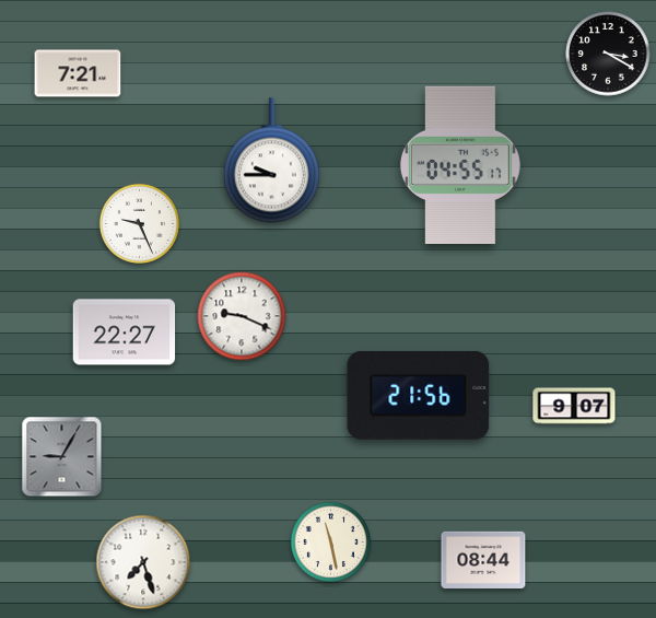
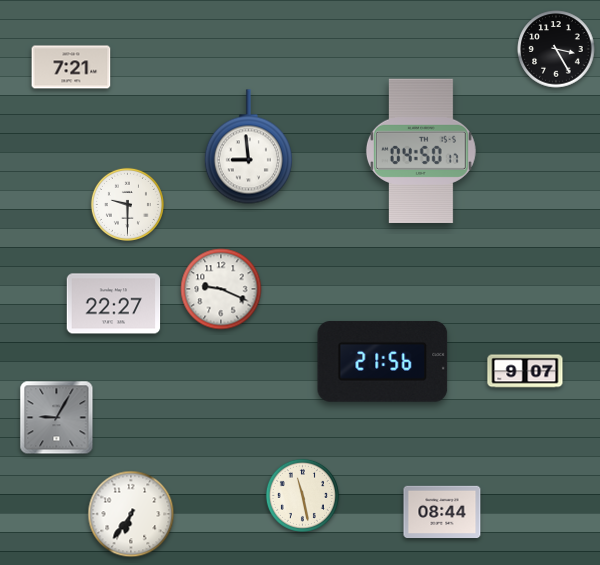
clock at (608, 54): 3:20 -> 3:25
clock at (271, 161): 9:45 -> 8:59
clock at (460, 164): 04:55 -> 04:50
clock at (139, 223): 9:26 -> 9:30
clock at (143, 562): 7:27 -> 6:36
